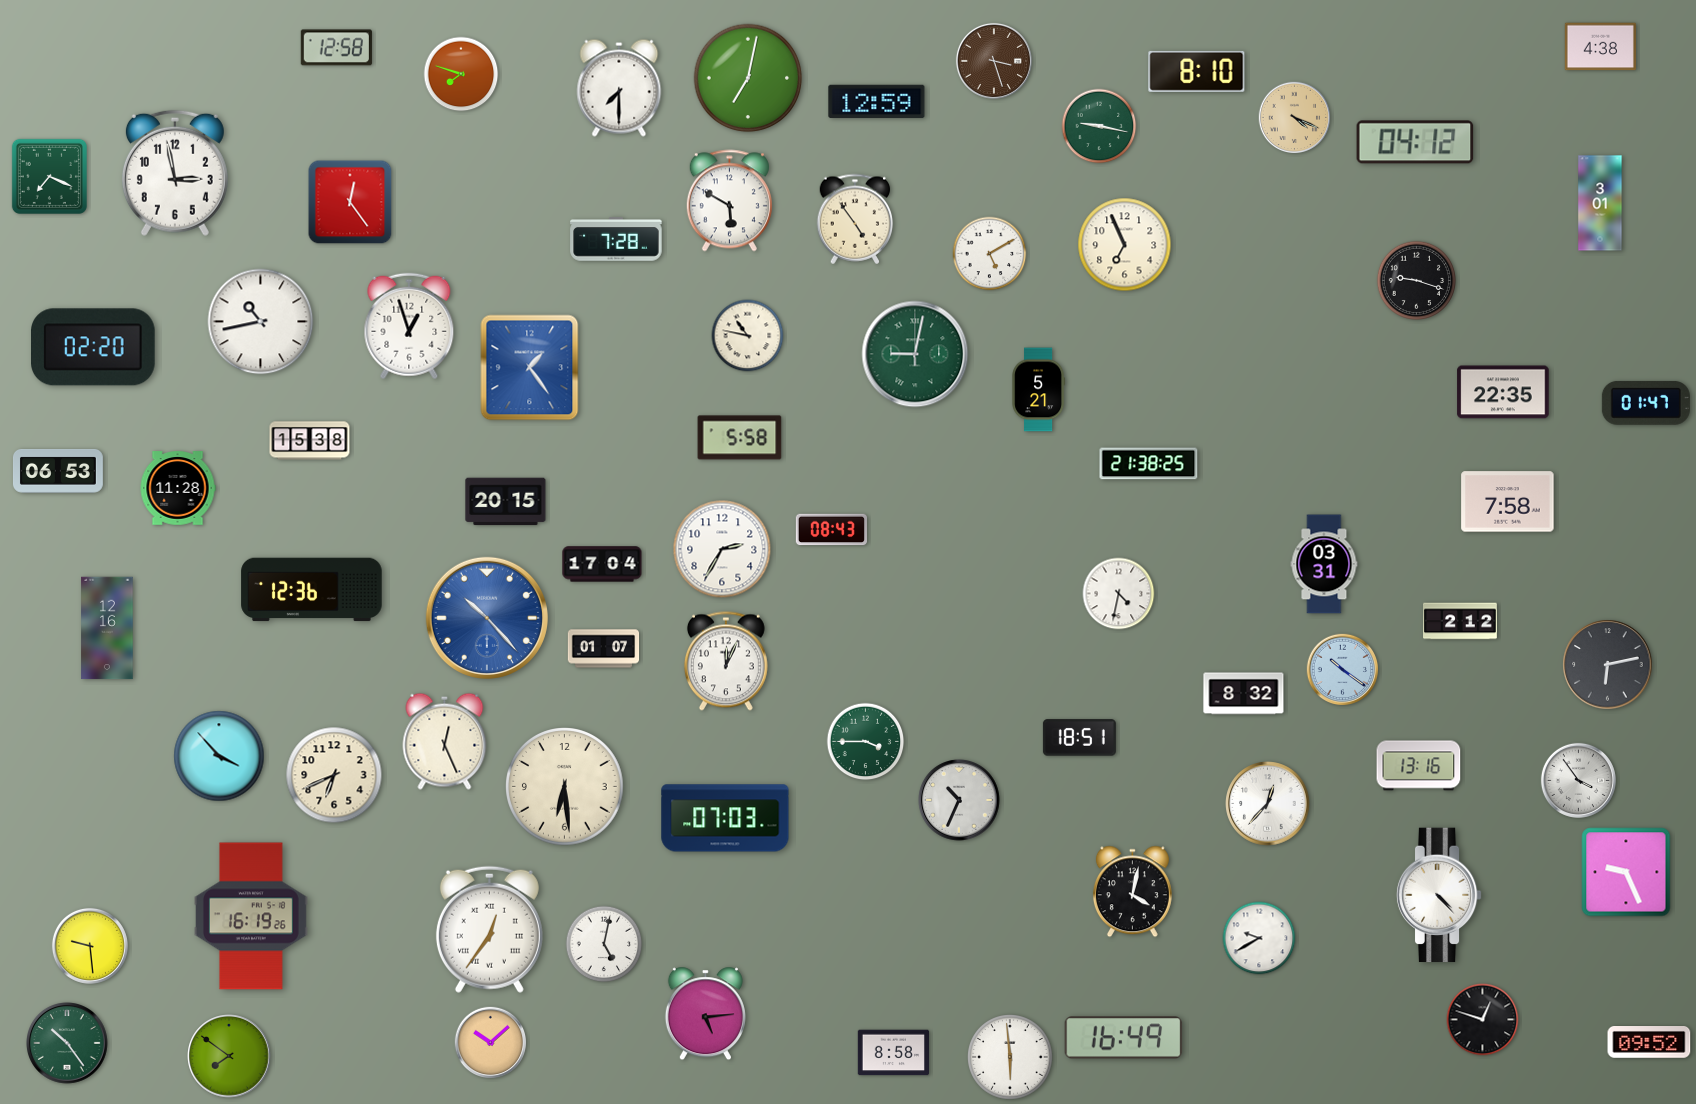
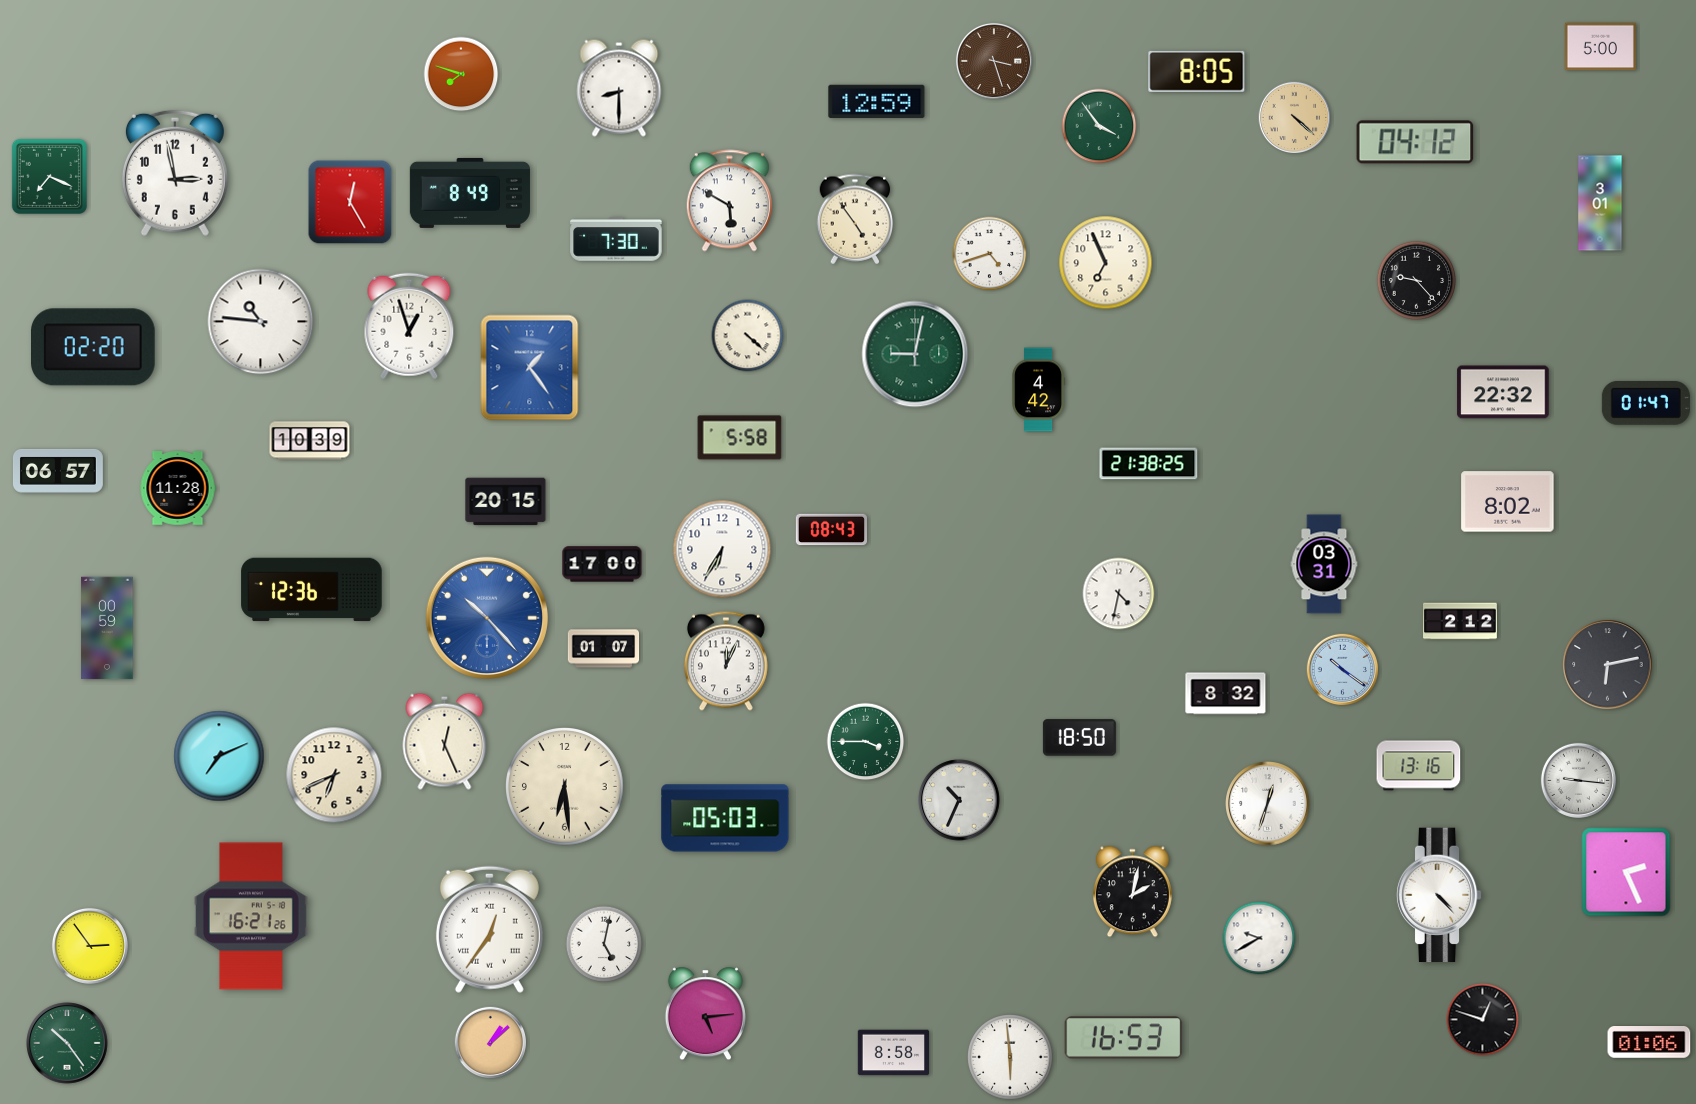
clock at (1600, 47): 4:38 -> 5:00
clock at (336, 48): 12:58 -> none
clock at (1197, 71): 8:10 -> 8:05
clock at (748, 78): 7:02 -> none
clock at (619, 88): 7:30 -> 8:30
clock at (1295, 118): 4:19 -> 4:22
clock at (1099, 126): 9:17 -> 3:54
clock at (470, 193): none -> 8:49
clock at (350, 202): 12:24 -> 12:25
clock at (616, 239): 7:28 -> 7:30
clock at (1125, 245) position: (1125, 245) -> (1106, 263)
clock at (990, 254): 5:10 -> 4:42
clock at (1416, 280): 9:18 -> 9:23
clock at (261, 322): 10:43 -> 10:46
clock at (748, 336): 10:47 -> 4:22
clock at (1039, 390): 5:21 -> 4:42
clock at (1503, 392): 22:35 -> 22:32
clock at (310, 441): 15:38 -> 10:39
clock at (58, 472): 06:53 -> 06:57
clock at (1508, 502): 7:58 -> 8:02
clock at (722, 549): 2:35 -> 6:35
clock at (602, 564): 17:04 -> 17:00
clock at (107, 628): 12:16 -> 00:59
clock at (1244, 694) position: (1244, 694) -> (1226, 694)
clock at (1079, 738): 18:51 -> 18:50
clock at (219, 756): 3:53 -> 7:11
clock at (1578, 780): 3:54 -> 9:16
clock at (1268, 804): 12:37 -> 12:33
clock at (725, 818): 07:03 -> 05:03
clock at (1626, 872): 9:26 -> 2:26
clock at (1132, 892): 4:02 -> 2:02
clock at (251, 916): 16:19 -> 16:21
clock at (90, 946): 9:29 -> 2:54
clock at (1124, 1038): 16:49 -> 16:53
clock at (1649, 1042): 09:52 -> 01:06
clock at (491, 1043): 10:08 -> 1:08
clock at (229, 1056): 7:51 -> none
